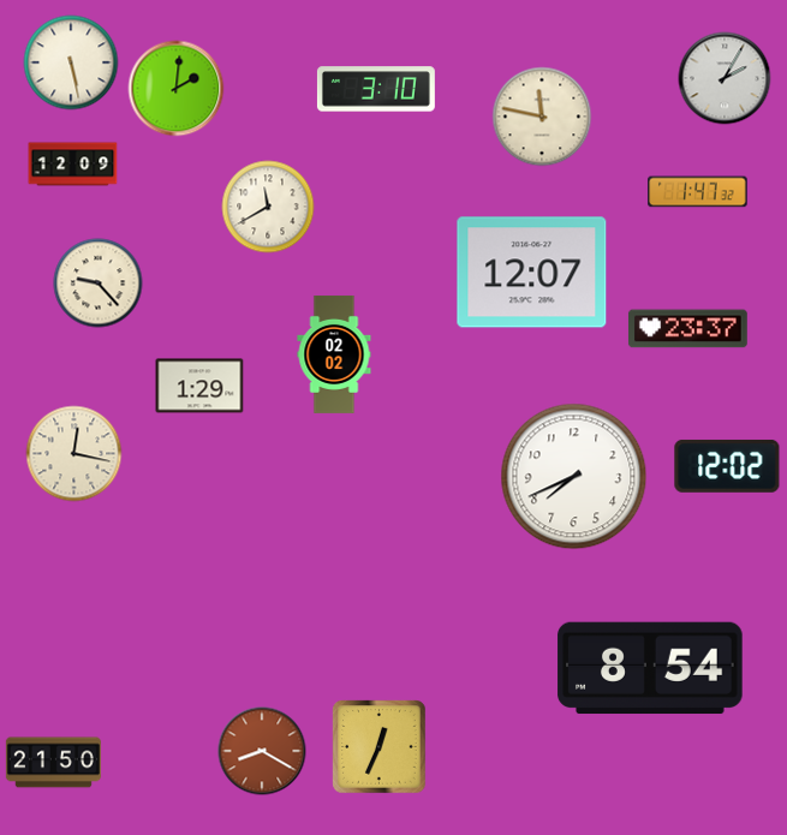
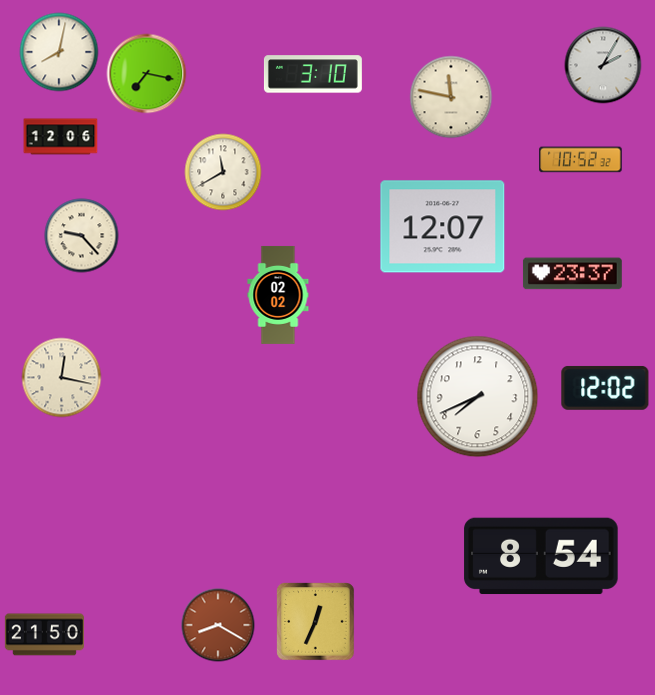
clock at (71, 62): 5:28 -> 8:02
clock at (177, 89): 2:01 -> 7:17
clock at (73, 165): 12:09 -> 12:06
clock at (698, 192): 1:47 -> 10:52
clock at (199, 386): 1:29 -> none
